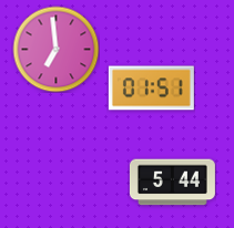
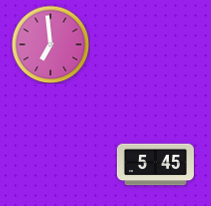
clock at (151, 89): 01:51 -> none
clock at (172, 183): 5:44 -> 5:45
